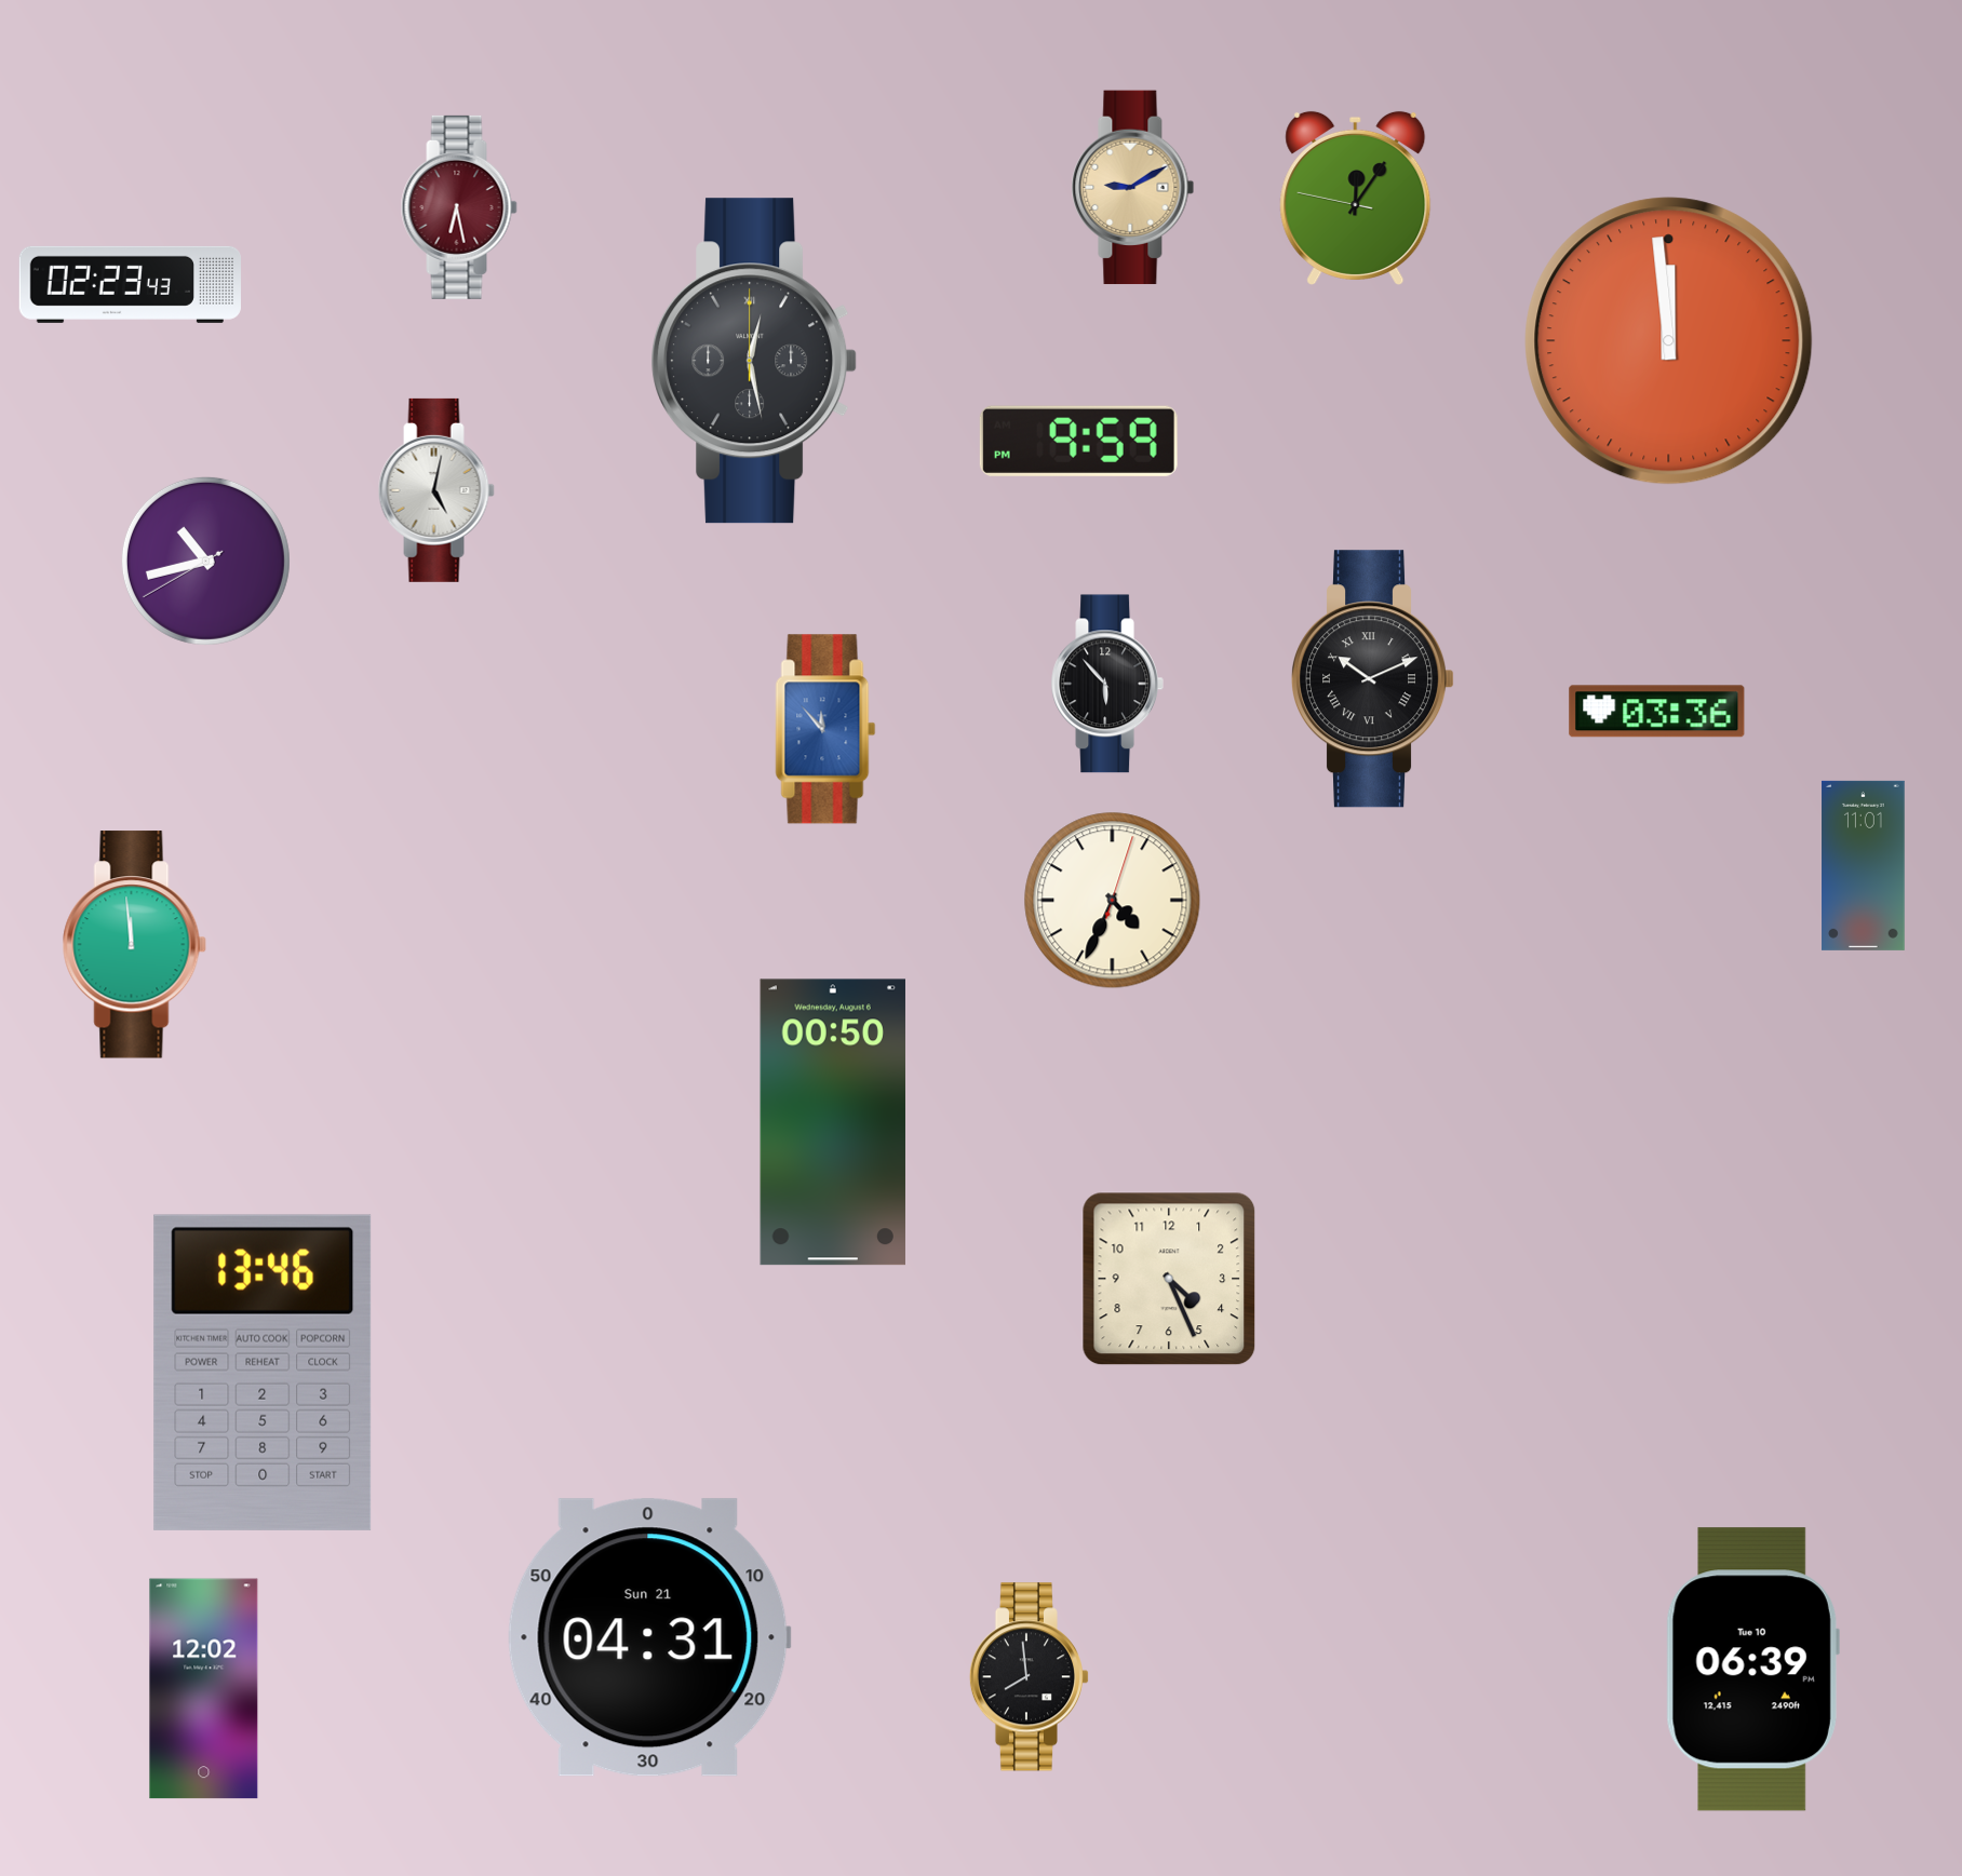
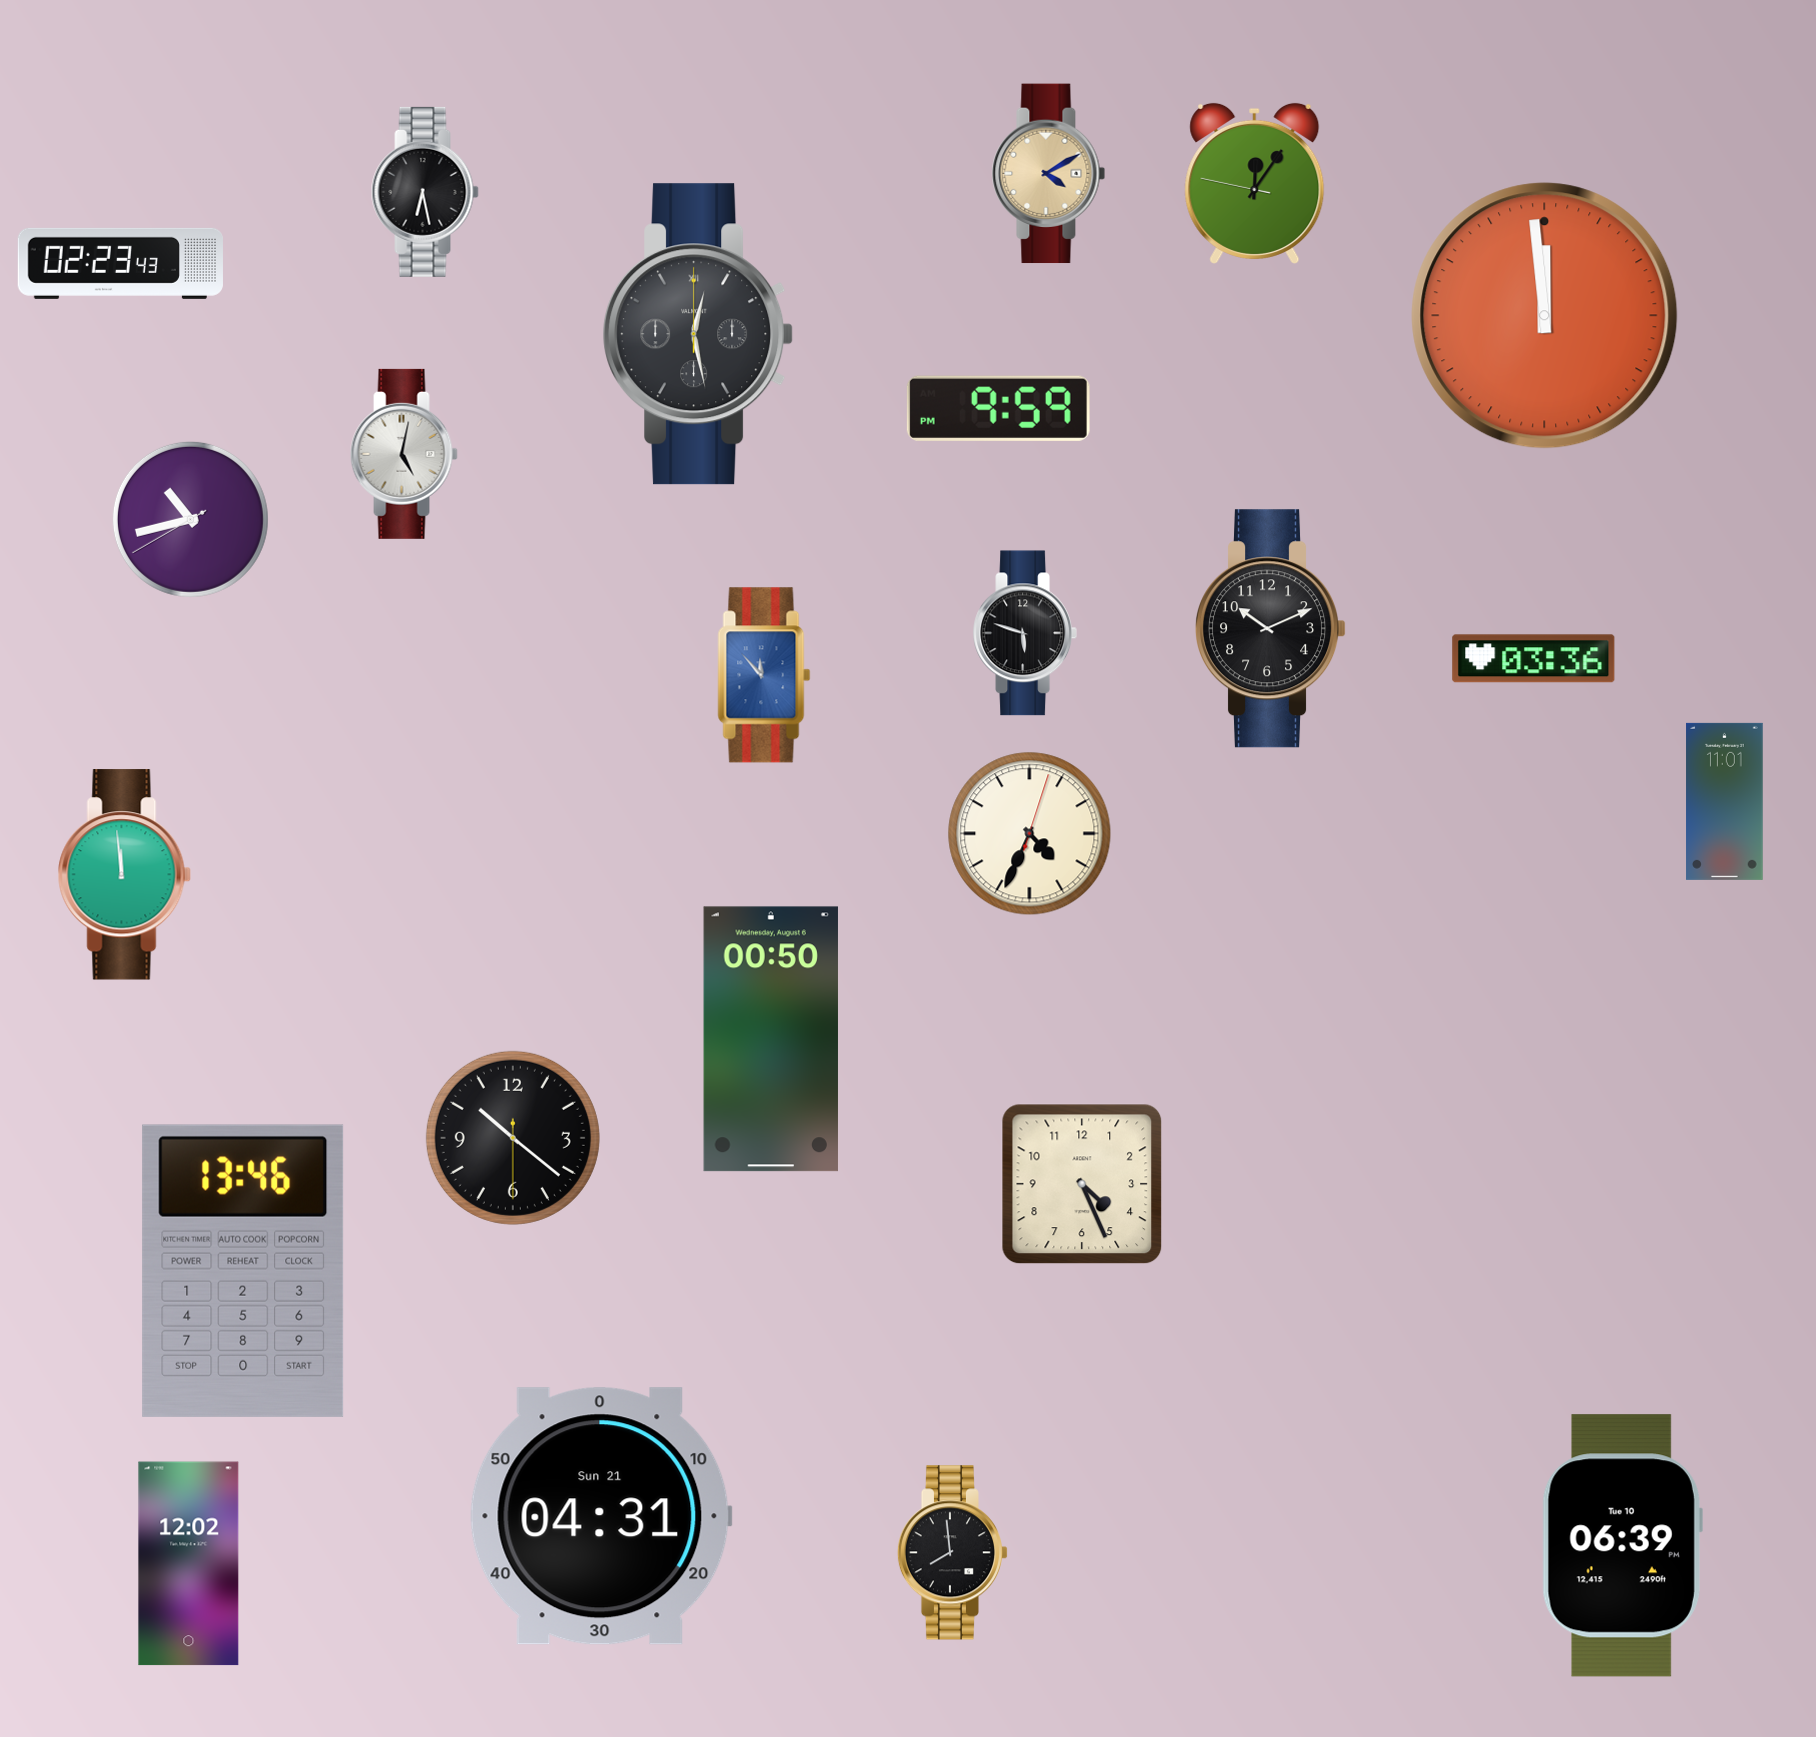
clock at (1133, 188): 9:10 -> 4:10
clock at (459, 207) dial: burgundy -> black
clock at (1374, 679) numerals: Roman -> Arabic
clock at (1106, 684): 5:53 -> 5:48
clock at (513, 1138): none -> 10:21
